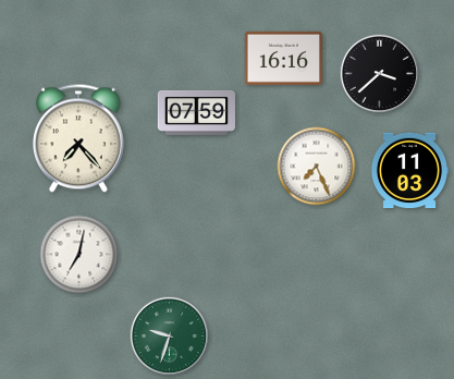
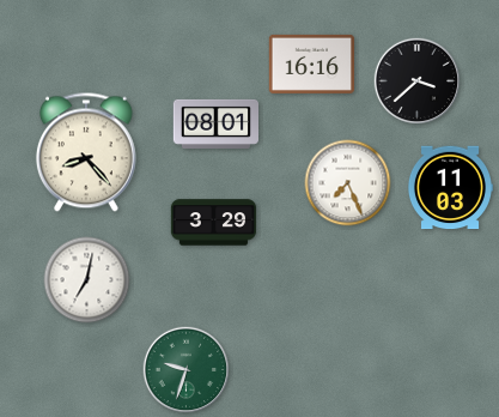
clock at (196, 112): 07:59 -> 08:01
clock at (78, 138): 7:23 -> 8:23
clock at (214, 223): none -> 3:29
